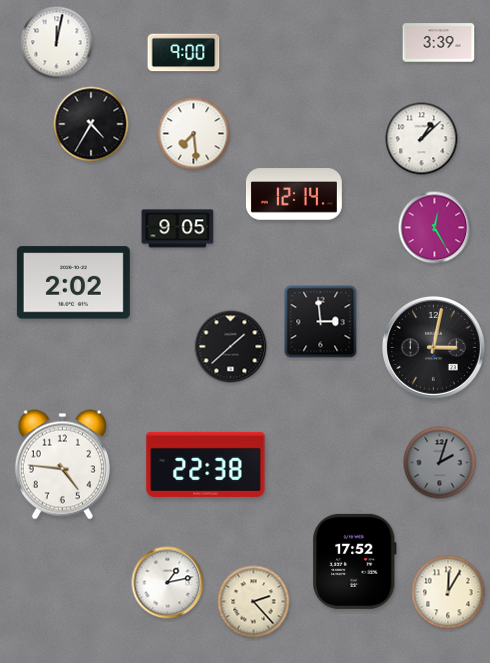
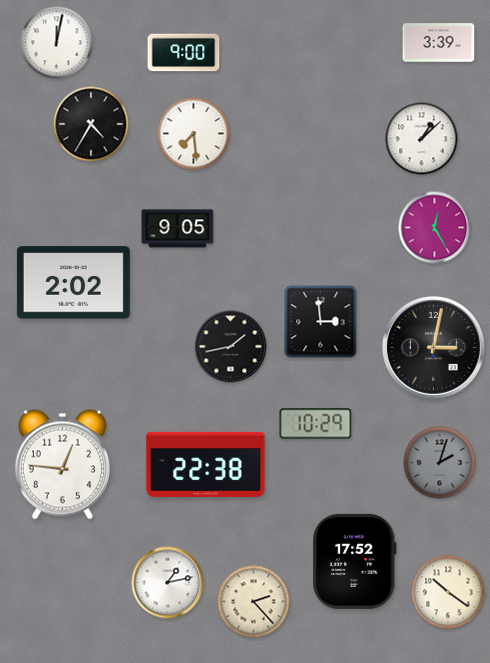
clock at (294, 194): 12:14 -> none
clock at (231, 347): 1:38 -> 1:43
clock at (316, 424): none -> 10:29
clock at (62, 465): 4:46 -> 12:46
clock at (448, 592): 12:05 -> 10:21
